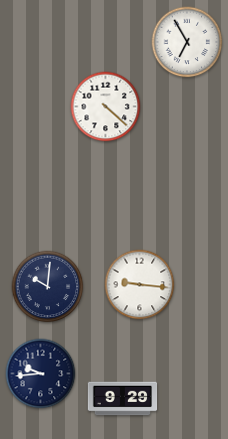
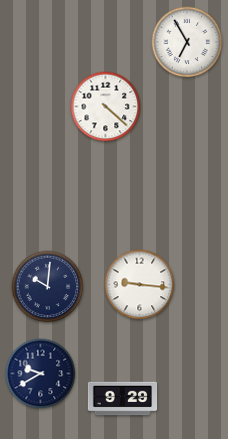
clock at (41, 374): 9:44 -> 9:40
